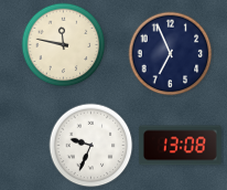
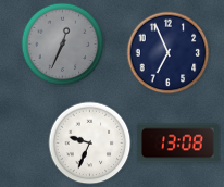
clock at (64, 45): 11:47 -> 12:34
clock at (64, 45) dial: cream -> grey
